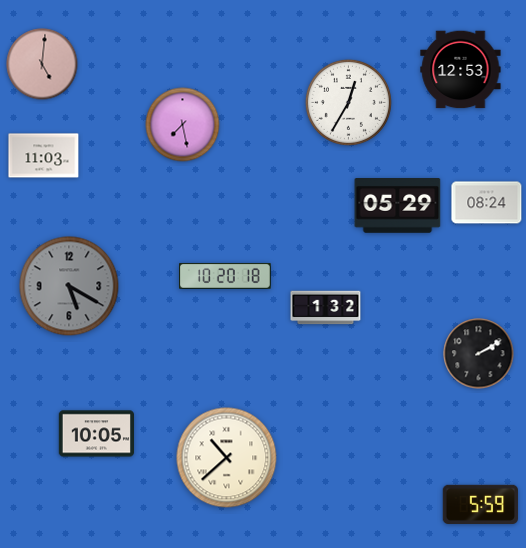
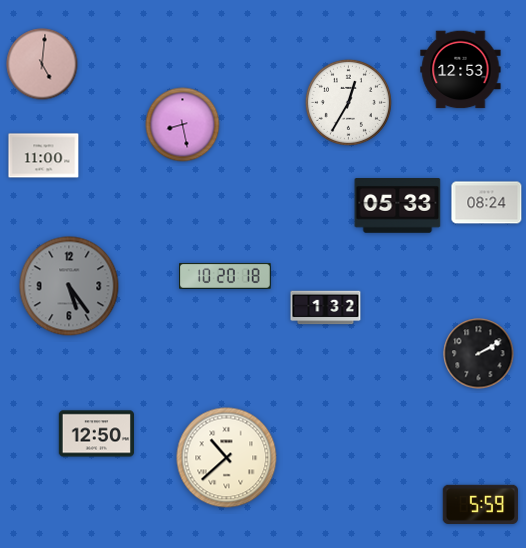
clock at (183, 125): 7:28 -> 8:28
clock at (44, 156): 11:03 -> 11:00
clock at (398, 206): 05:29 -> 05:33
clock at (69, 286): 5:20 -> 5:24
clock at (96, 434): 10:05 -> 12:50
